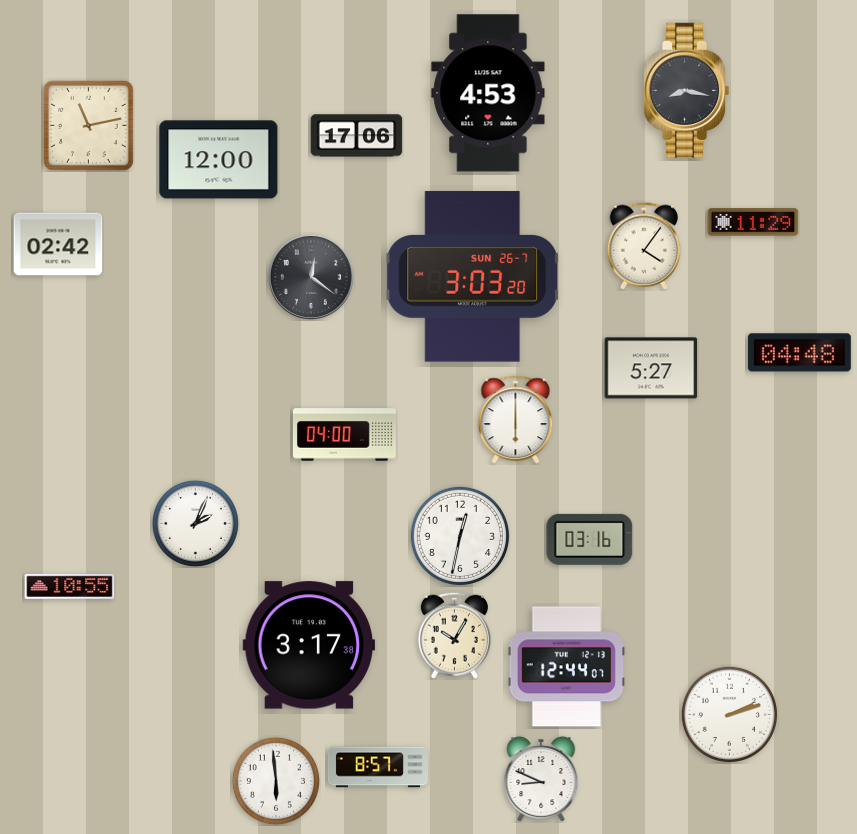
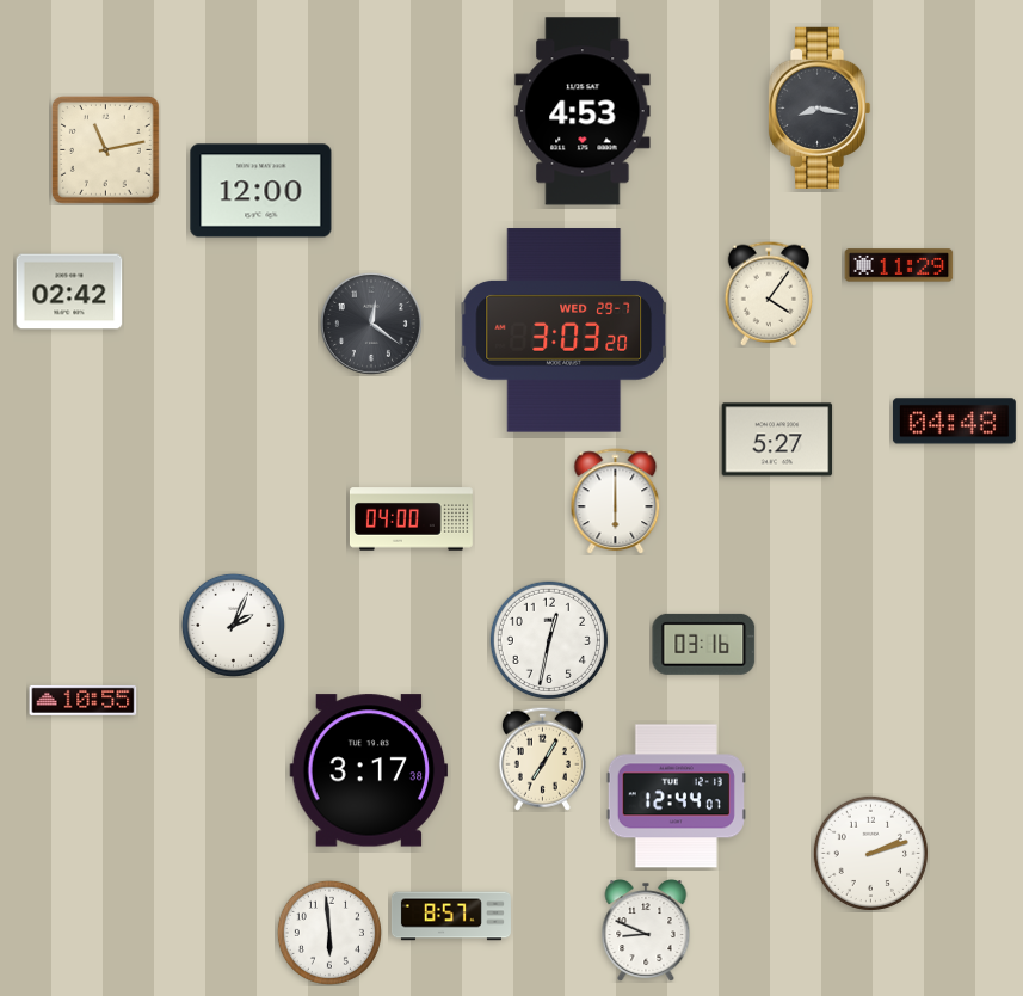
clock at (357, 136): 17:06 -> none
clock at (311, 277) position: (311, 277) -> (371, 324)
clock at (473, 277) date: SUN 26-7 -> WED 29-7
clock at (454, 635): 10:05 -> 7:05
